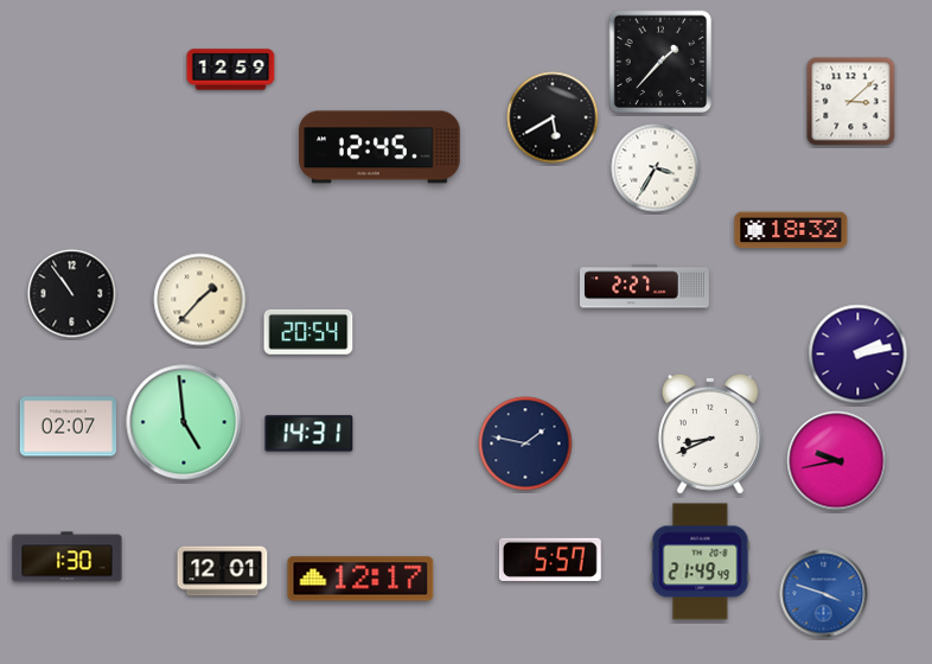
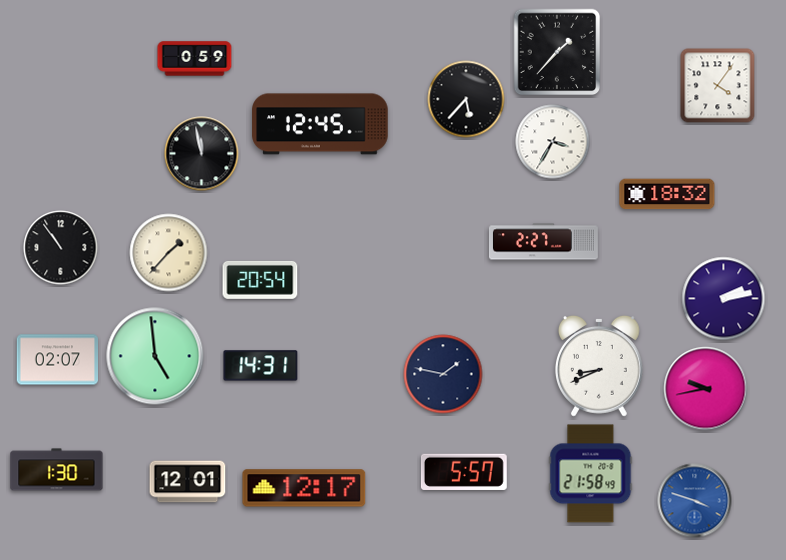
clock at (231, 70): 12:59 -> 0:59
clock at (851, 102): 3:08 -> 4:06
clock at (553, 117): 5:40 -> 5:37
clock at (202, 154): none -> 11:58
clock at (701, 562): 21:49 -> 21:58
